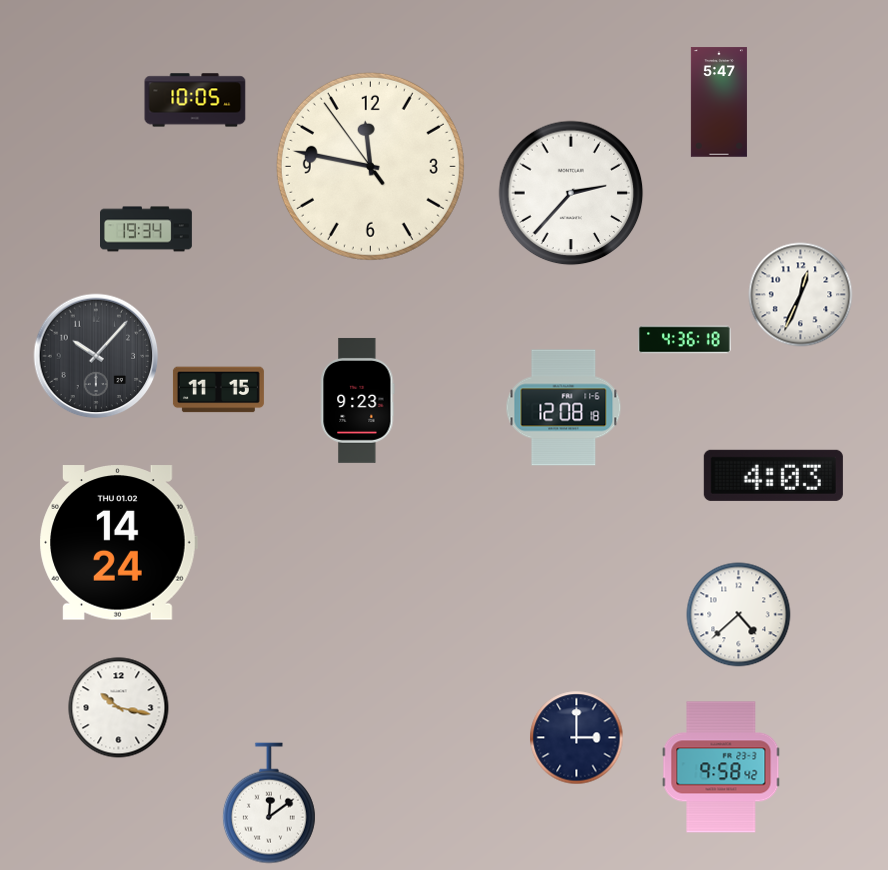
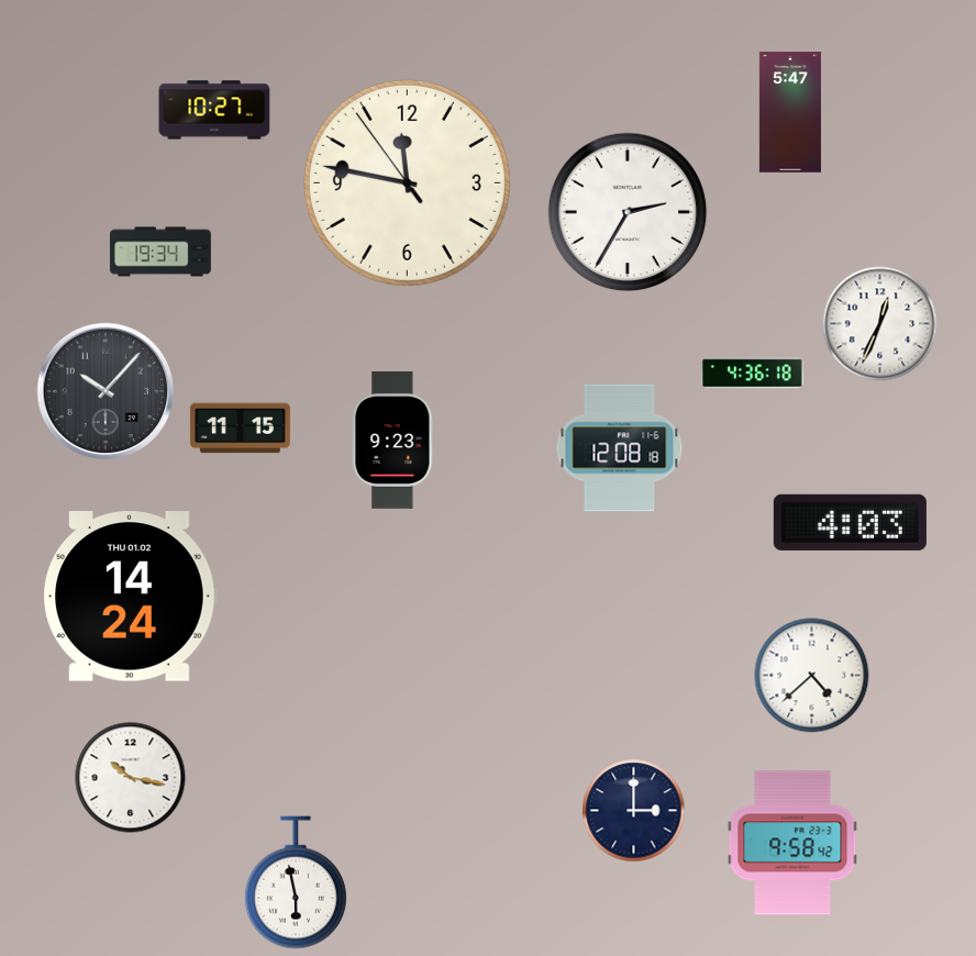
clock at (195, 100): 10:05 -> 10:27
clock at (571, 193): 2:37 -> 2:35
clock at (269, 803): 12:09 -> 5:58
